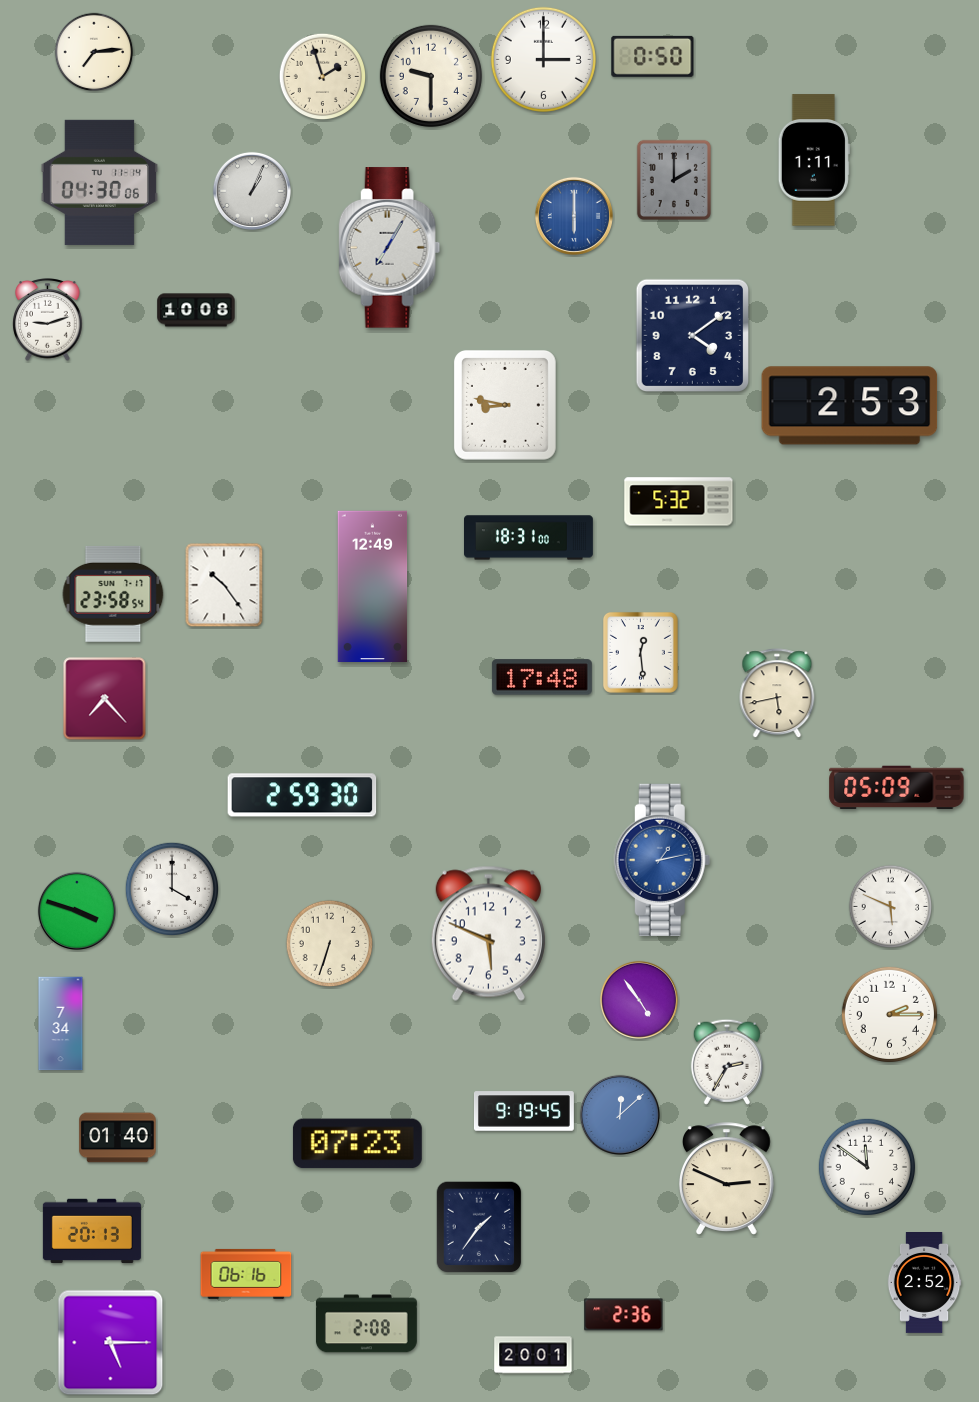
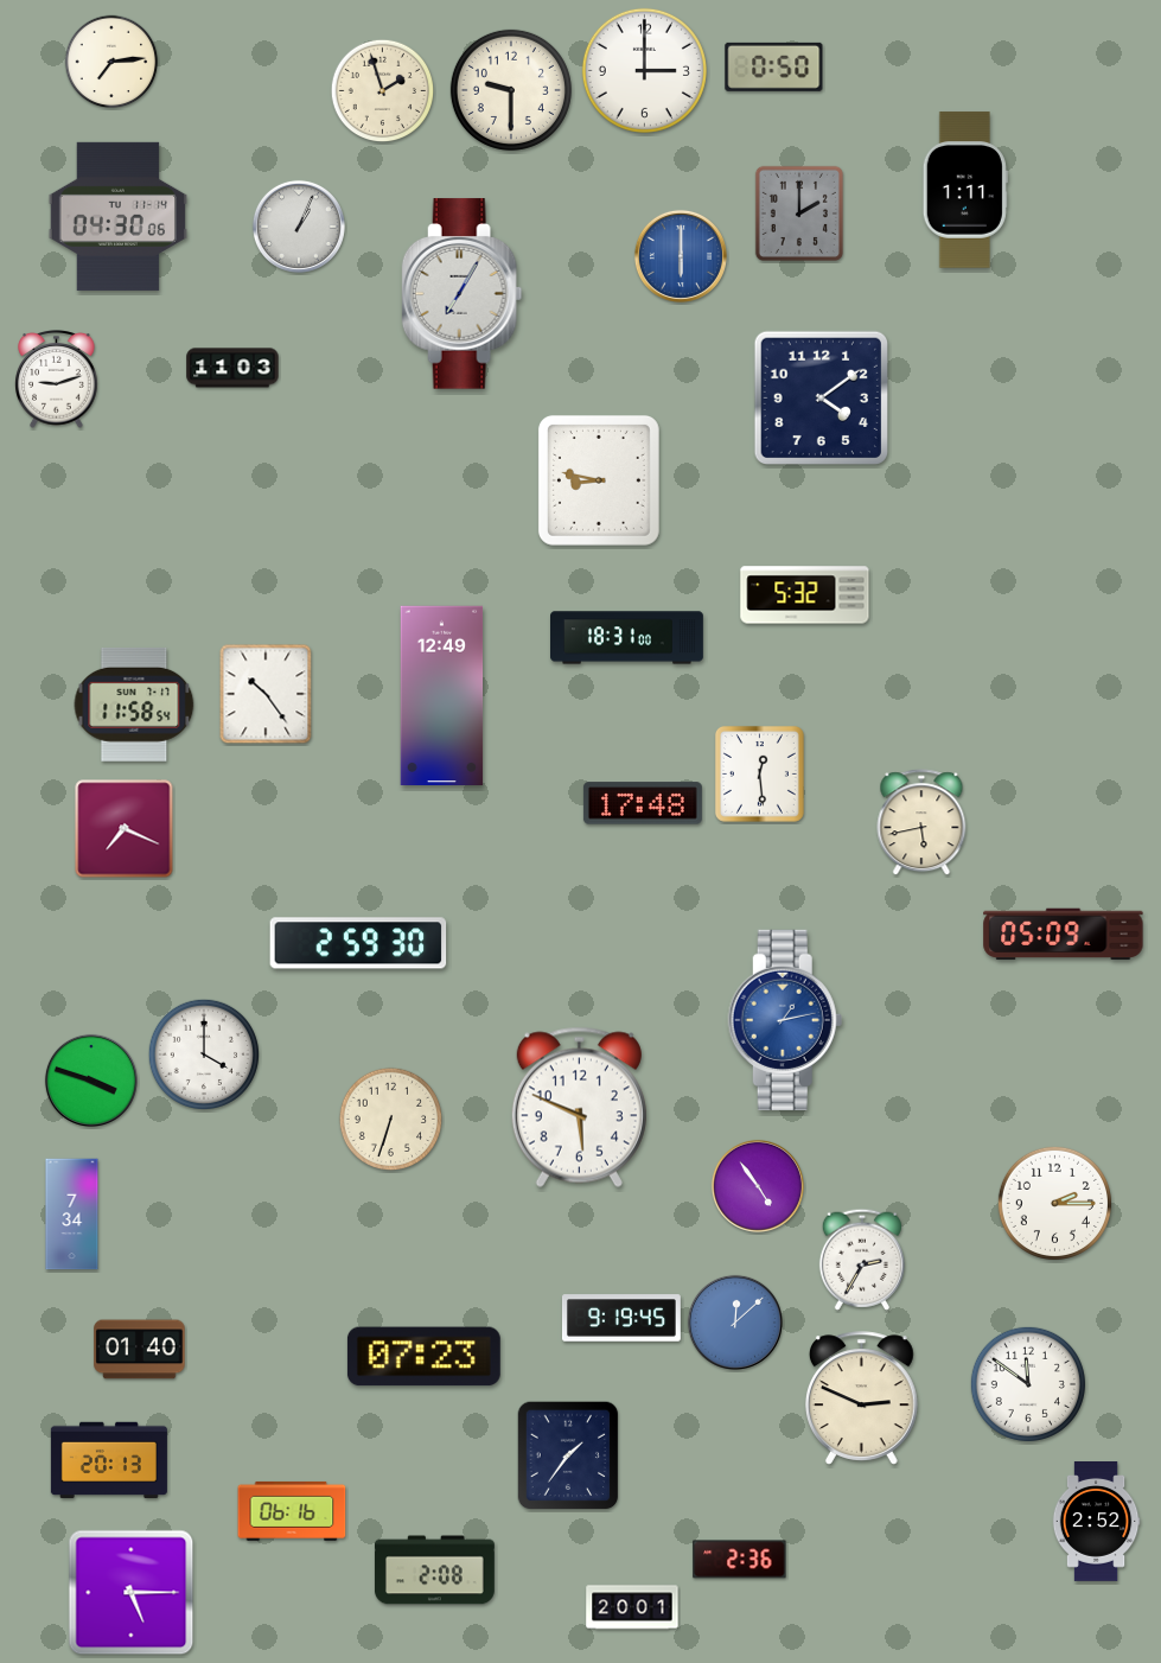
clock at (196, 310): 10:08 -> 11:03
clock at (850, 406): 2:53 -> none
clock at (113, 594): 23:58 -> 11:58
clock at (105, 699): 7:23 -> 7:19
clock at (891, 907): 5:49 -> none
